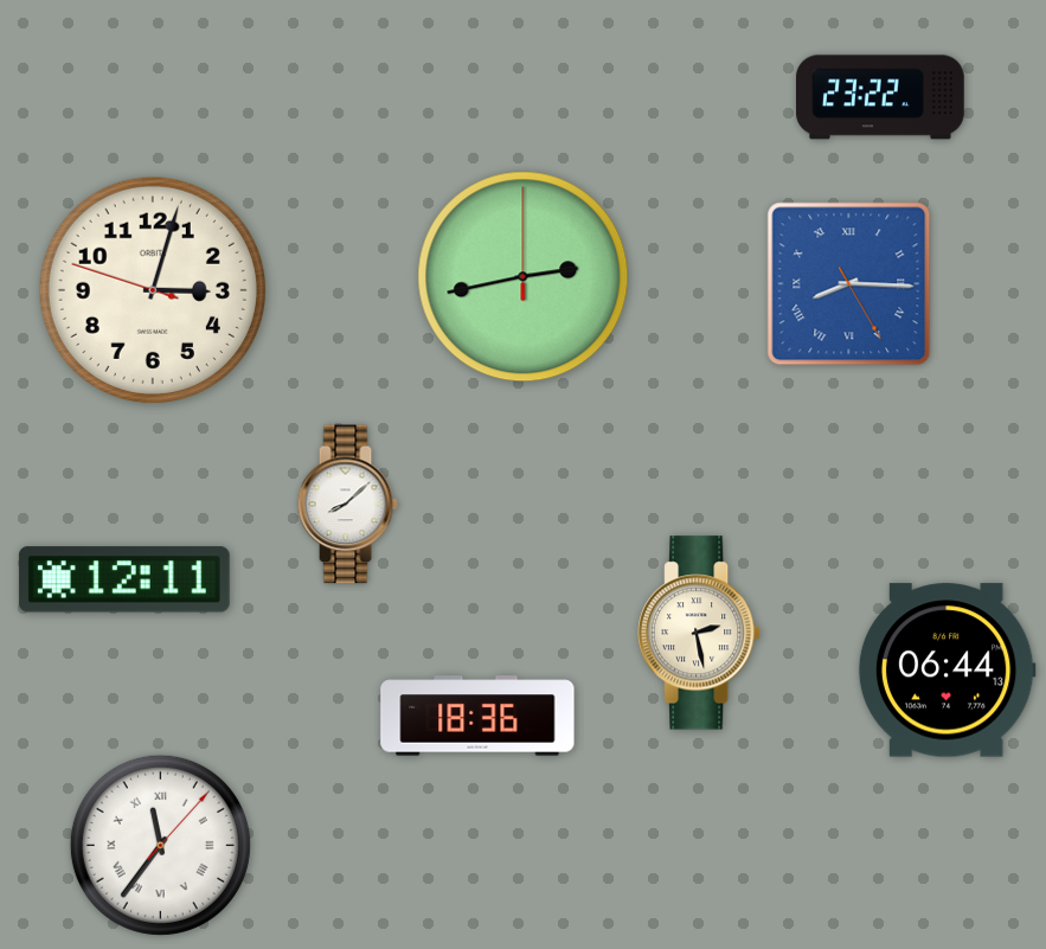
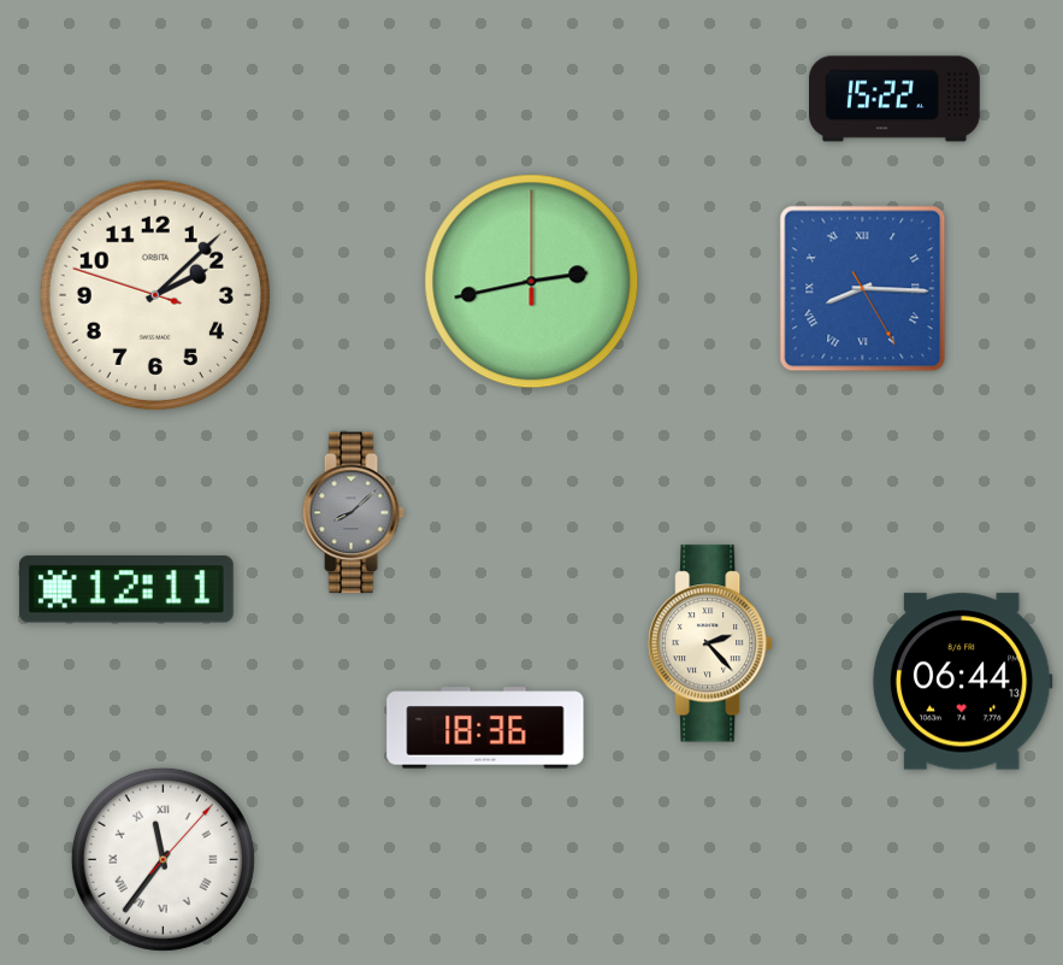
clock at (881, 97): 23:22 -> 15:22
clock at (153, 290): 3:02 -> 2:07
clock at (347, 505) dial: white -> grey
clock at (700, 633): 2:28 -> 2:23
